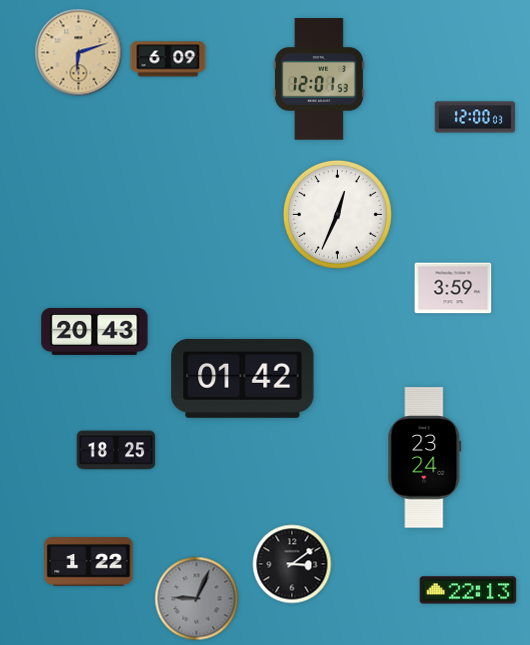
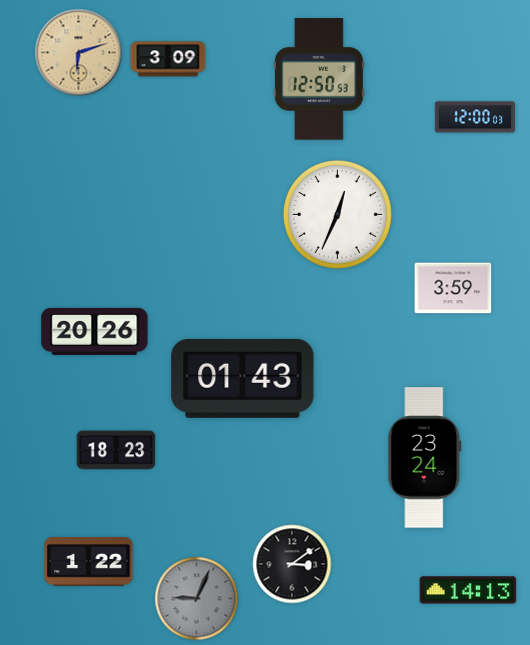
clock at (168, 59): 6:09 -> 3:09
clock at (319, 79): 12:01 -> 12:50
clock at (95, 331): 20:43 -> 20:26
clock at (243, 378): 01:42 -> 01:43
clock at (116, 450): 18:25 -> 18:23
clock at (468, 590): 22:13 -> 14:13
